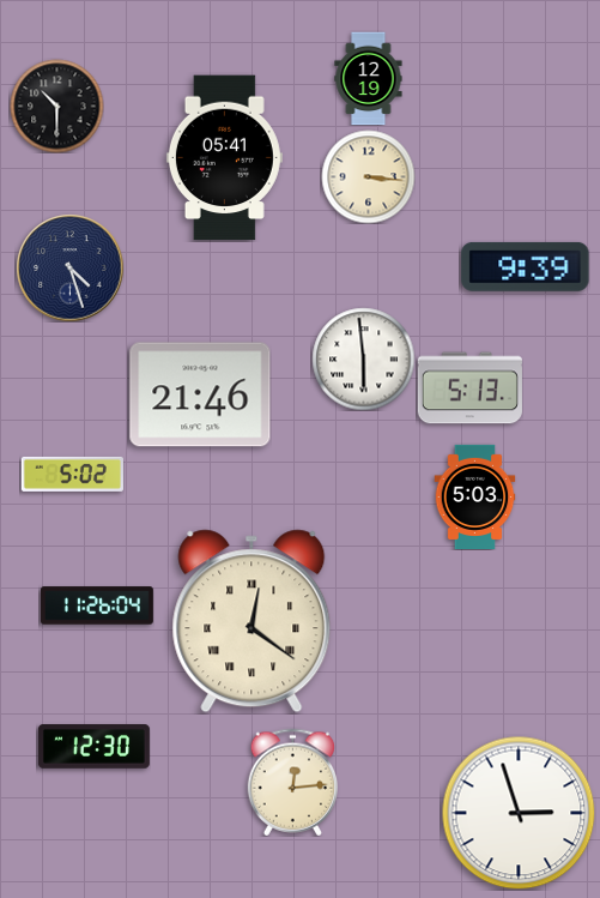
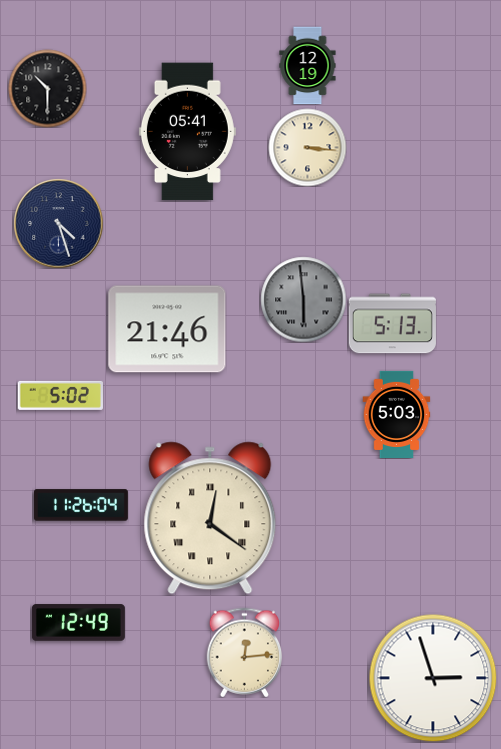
clock at (526, 266): 9:39 -> none
clock at (363, 358) dial: white -> grey
clock at (93, 747): 12:30 -> 12:49
